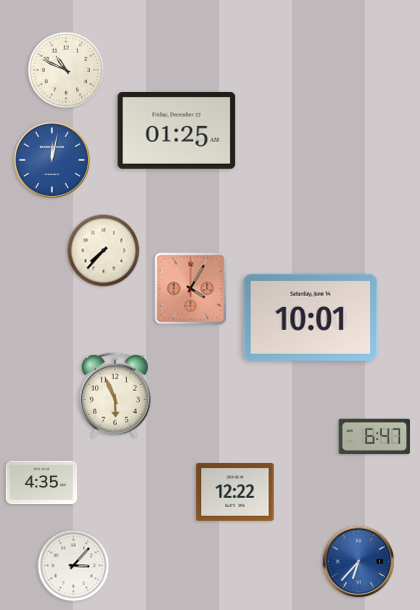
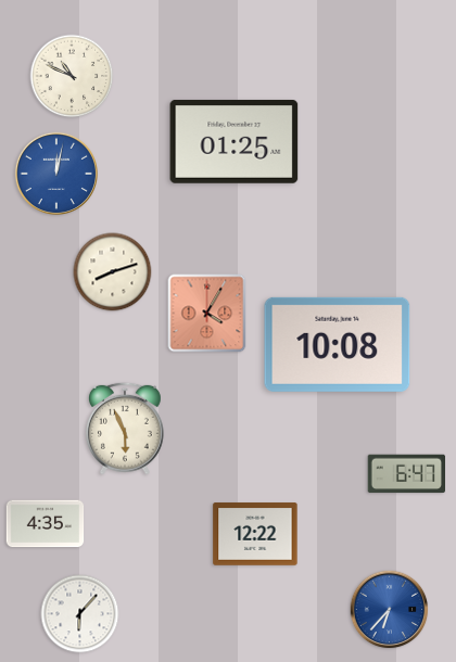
clock at (177, 130) position: (177, 130) -> (235, 141)
clock at (104, 251): 7:37 -> 8:12
clock at (311, 317): 10:01 -> 10:08
clock at (74, 566): 3:07 -> 6:07
